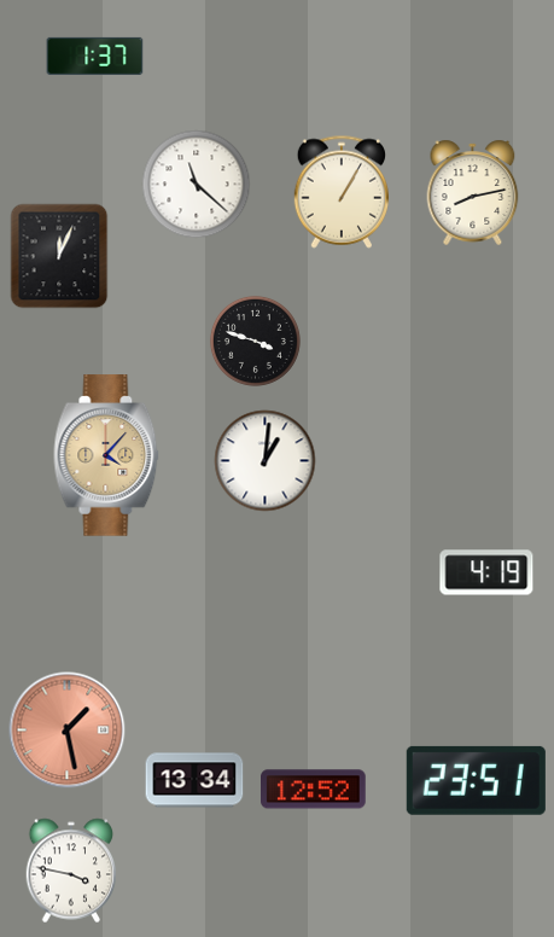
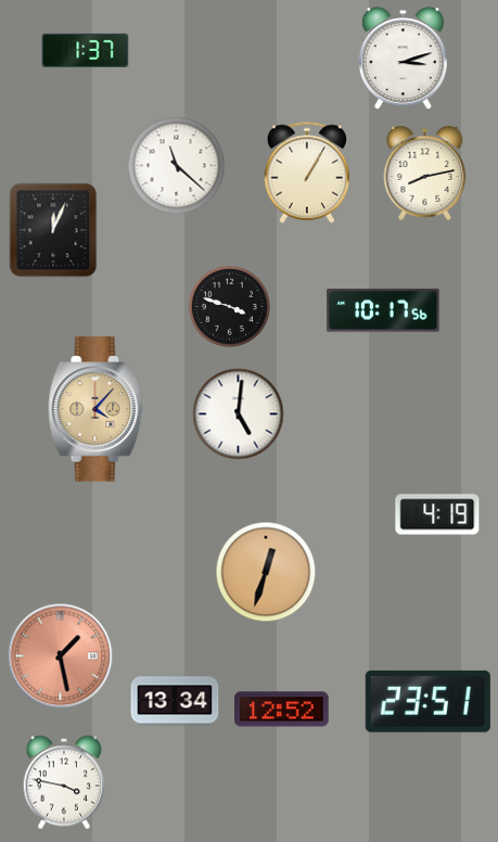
clock at (403, 59): none -> 3:12
clock at (383, 310): none -> 10:17
clock at (266, 461): 1:01 -> 5:01
clock at (266, 572): none -> 12:33
